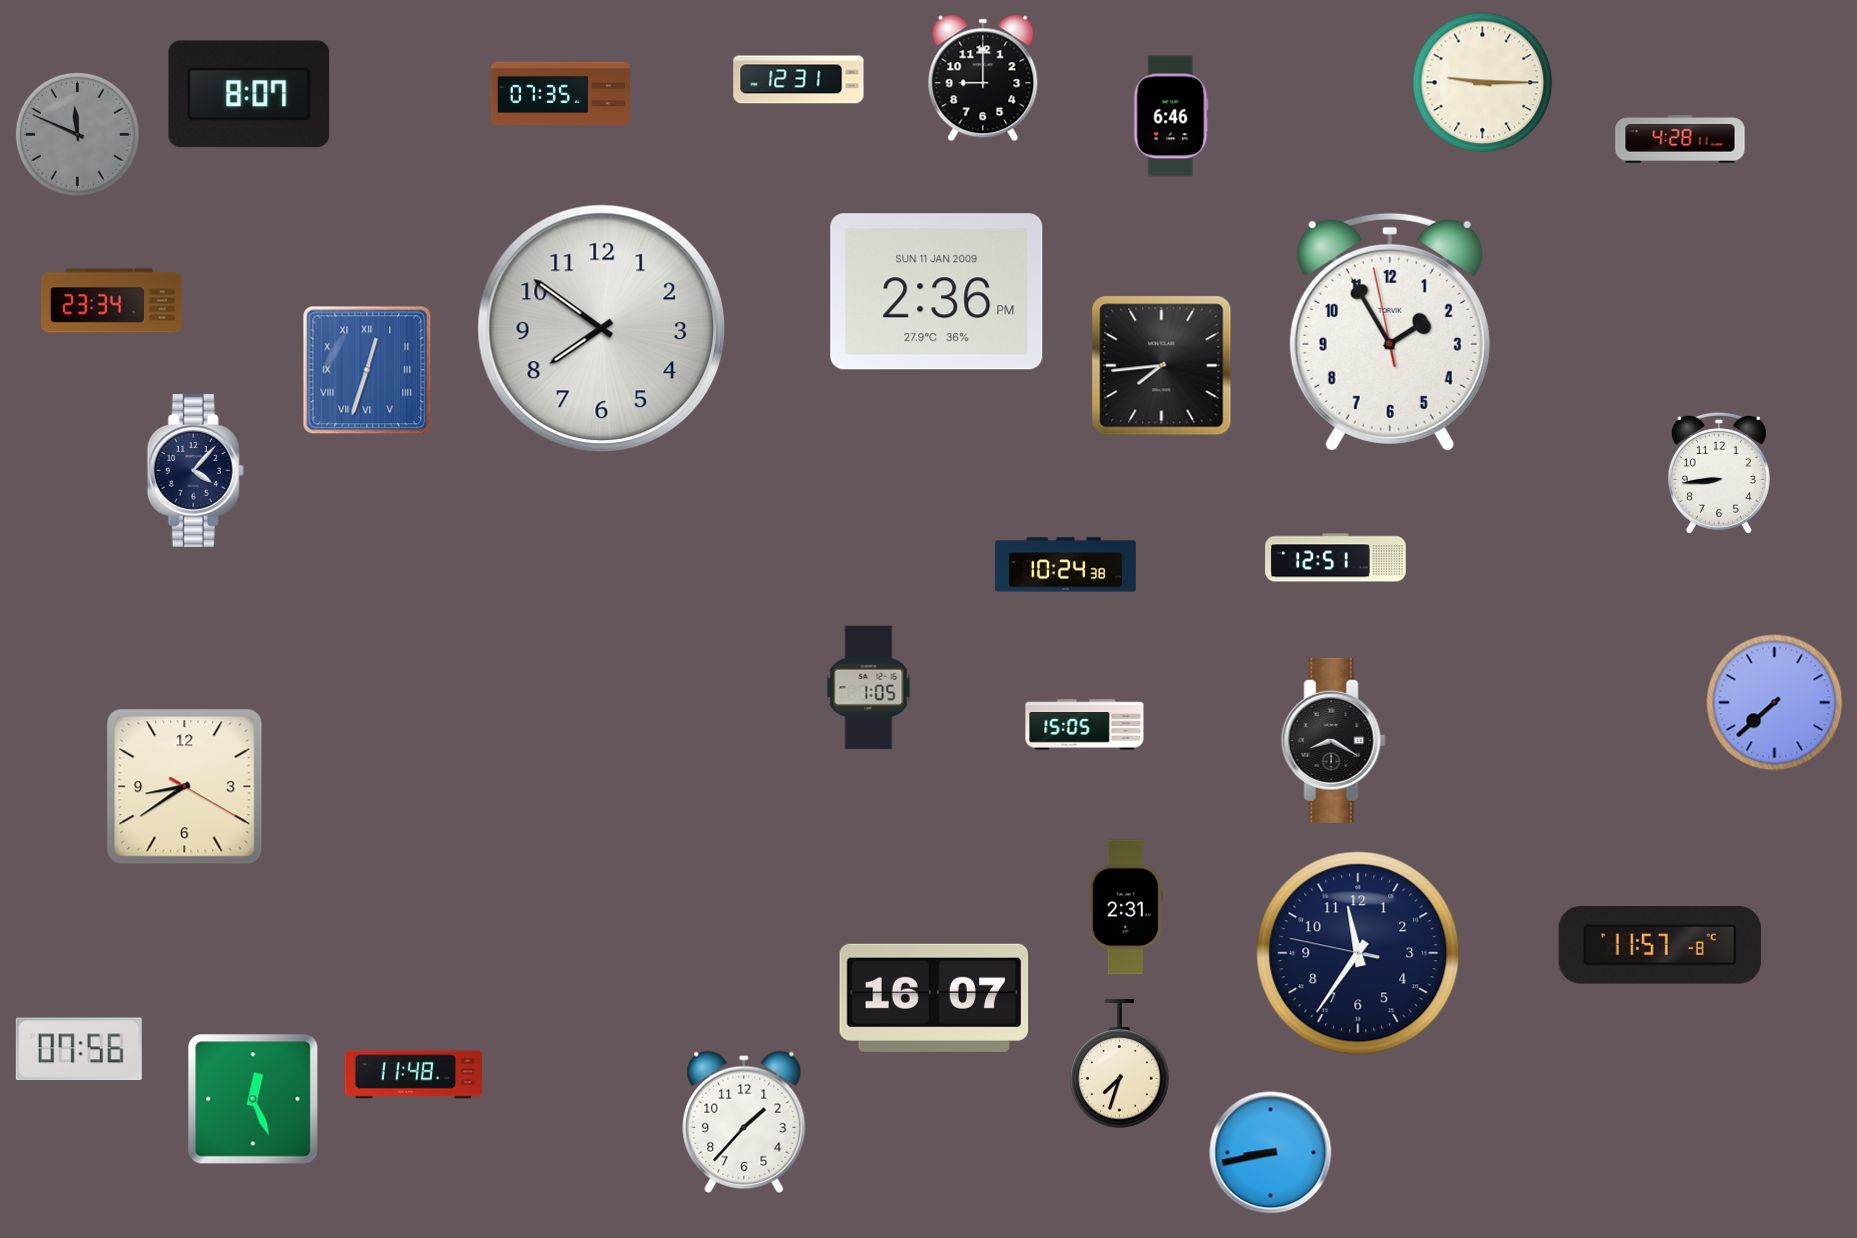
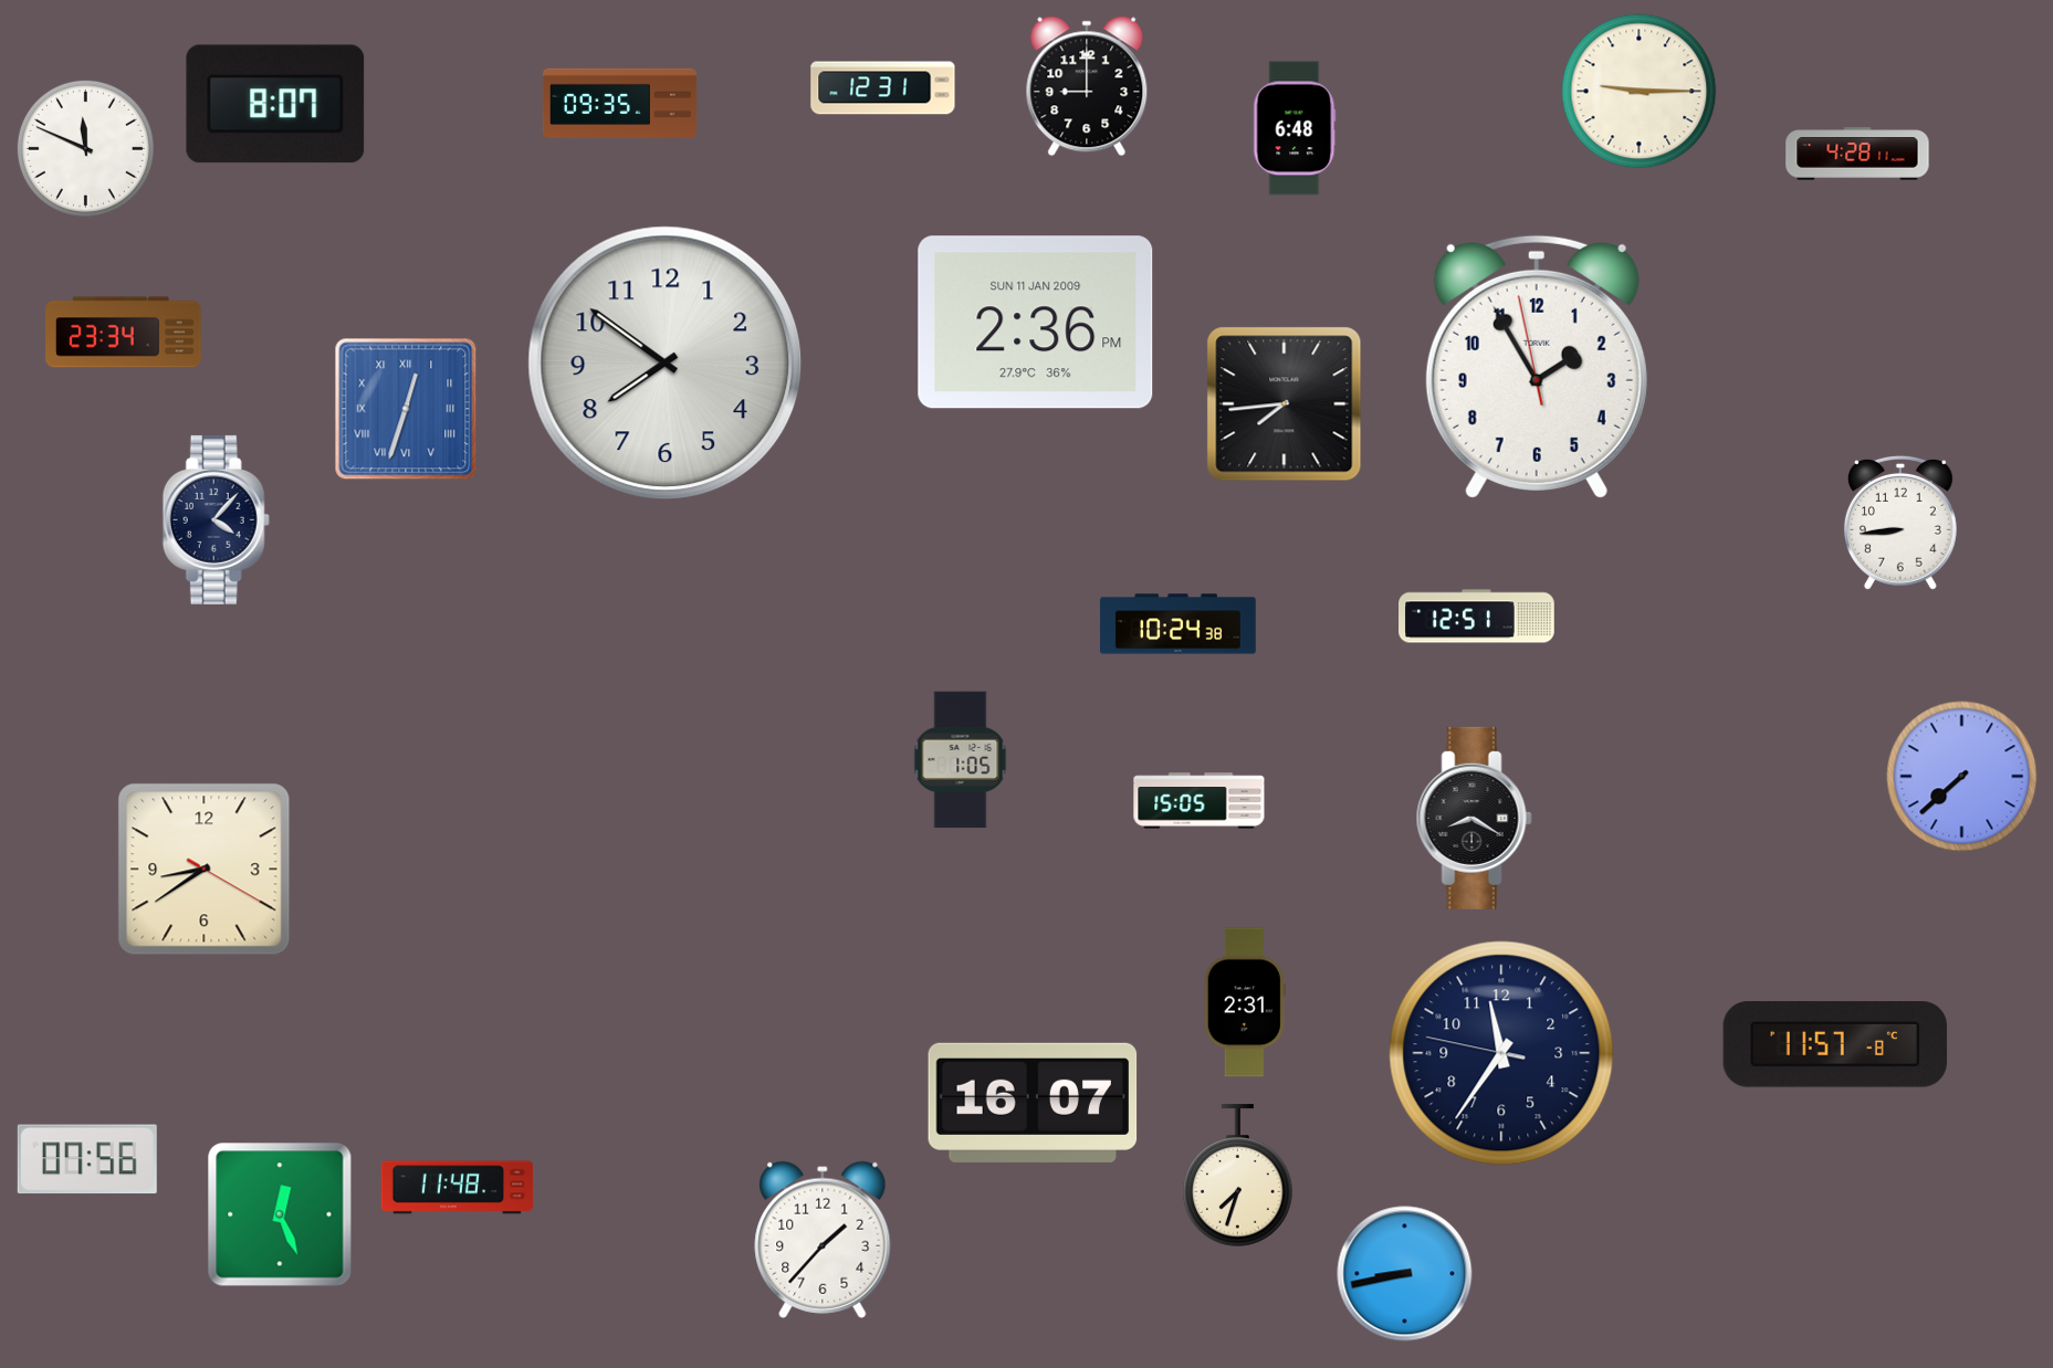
clock at (560, 93): 07:35 -> 09:35
clock at (1171, 116): 6:46 -> 6:48
clock at (77, 134) dial: grey -> white
